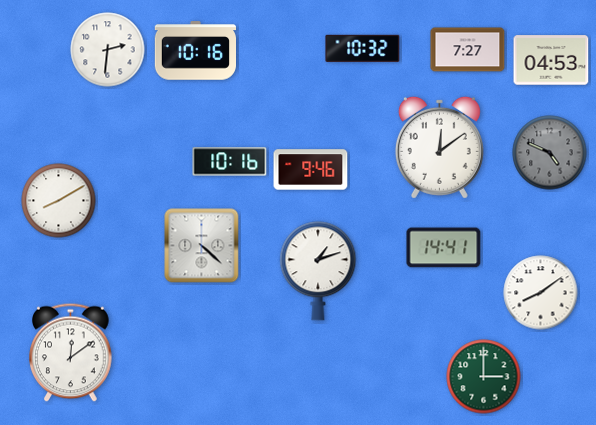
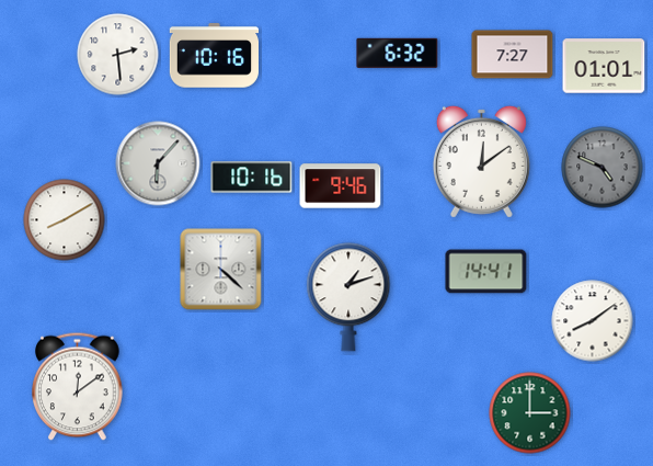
clock at (363, 48): 10:32 -> 6:32
clock at (108, 50): 2:31 -> 2:29
clock at (551, 60): 04:53 -> 01:01
clock at (158, 163): none -> 6:07
